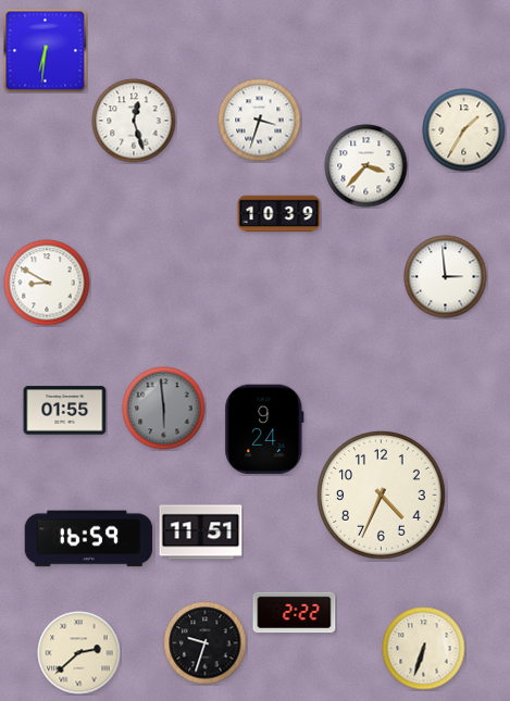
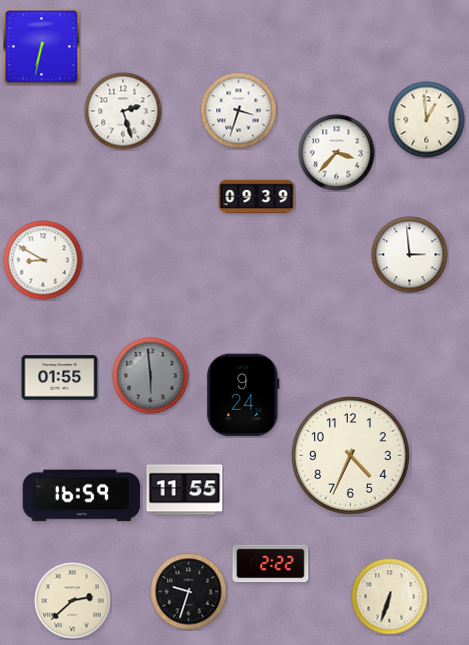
clock at (46, 51): 6:31 -> 6:32
clock at (134, 121): 12:27 -> 2:27
clock at (464, 130): 1:35 -> 12:59
clock at (279, 214): 10:39 -> 09:39
clock at (201, 533): 11:51 -> 11:55
